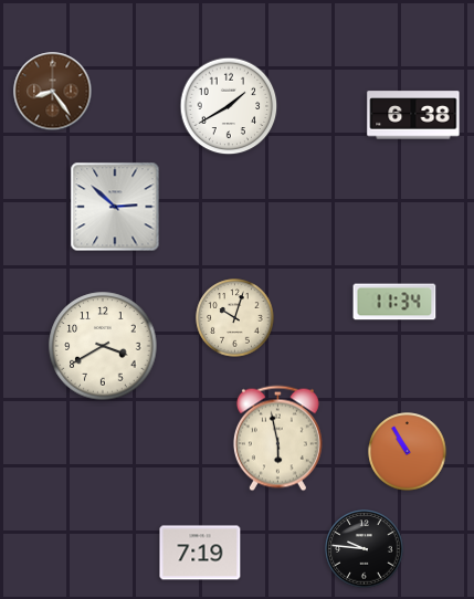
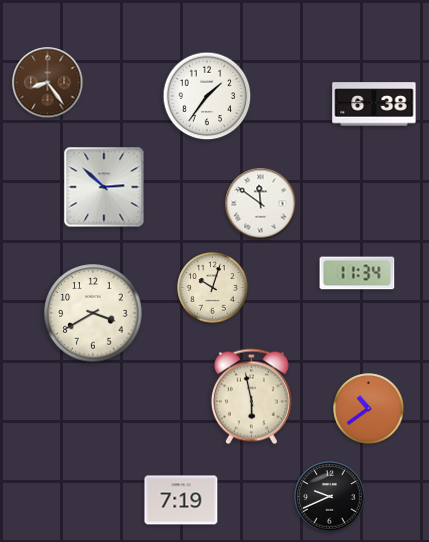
clock at (229, 106): 1:40 -> 1:36
clock at (261, 204): none -> 11:51
clock at (408, 452): 10:55 -> 10:39
clock at (365, 549): 9:46 -> 9:41
